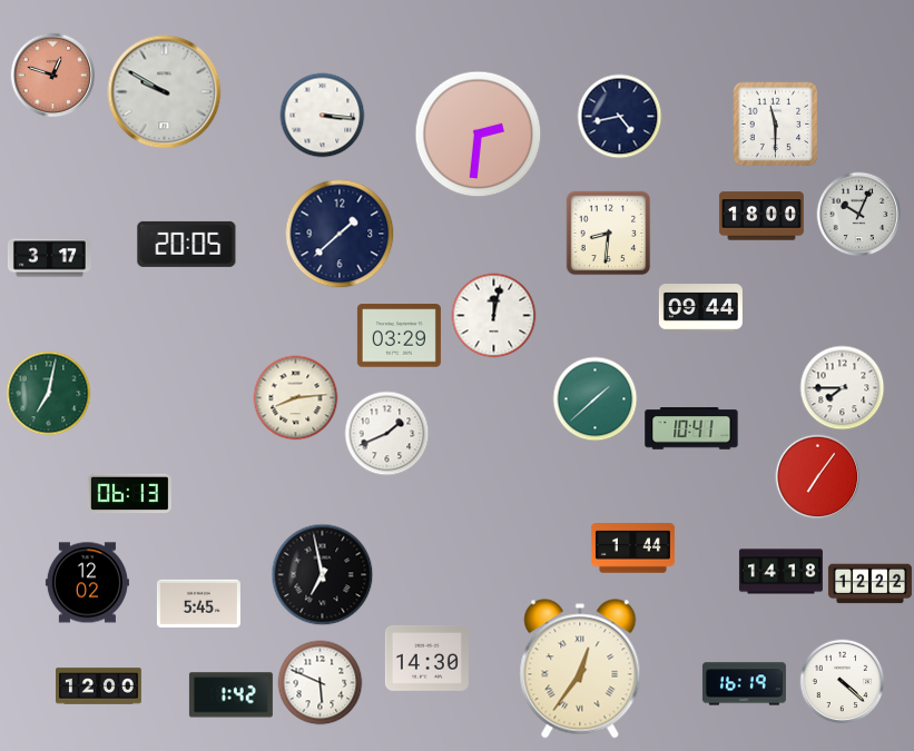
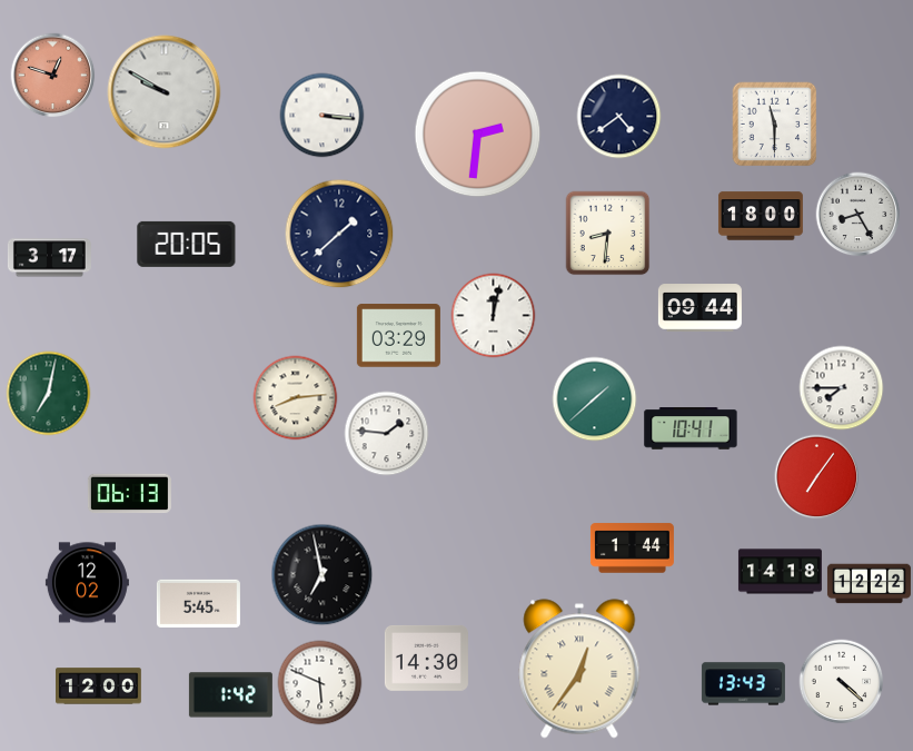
clock at (620, 117): 4:43 -> 4:39
clock at (859, 215): 10:04 -> 8:25
clock at (387, 434): 1:41 -> 1:46
clock at (744, 684): 16:19 -> 13:43
